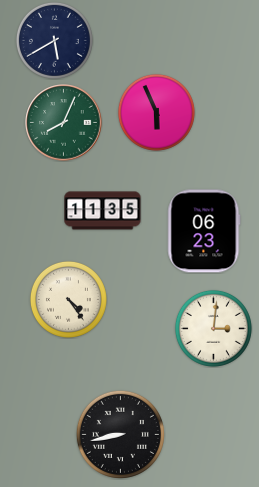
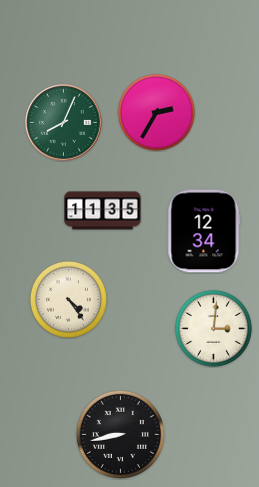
clock at (54, 40): 5:40 -> none
clock at (156, 112): 5:56 -> 2:35
clock at (204, 231): 06:23 -> 12:34
